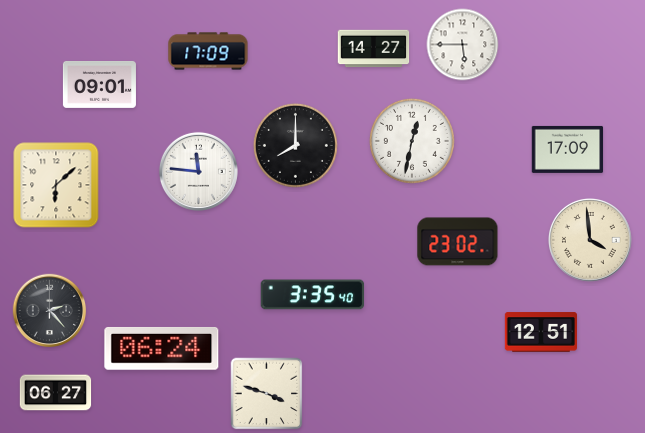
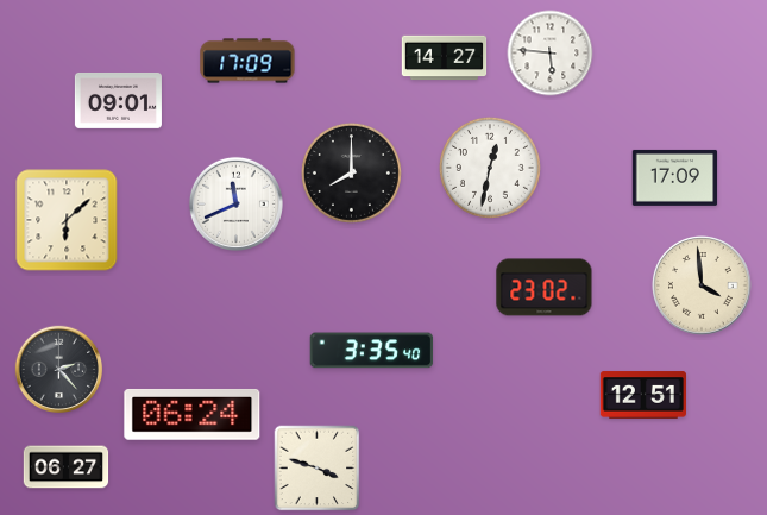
clock at (463, 45): 5:45 -> 5:46
clock at (198, 171): 11:46 -> 11:41
